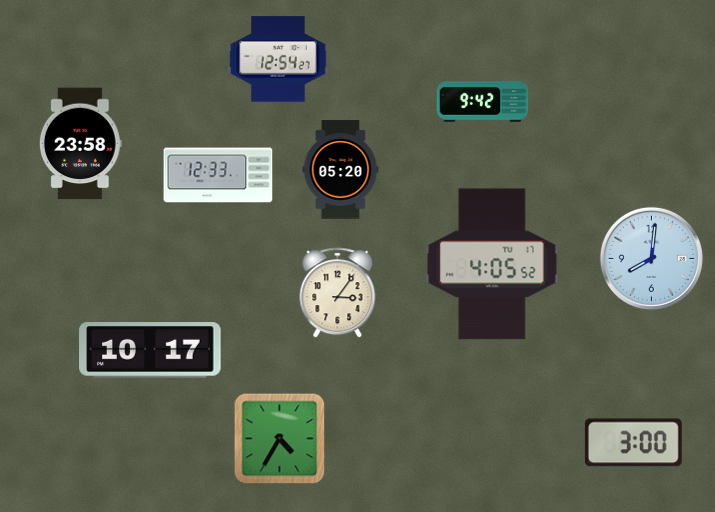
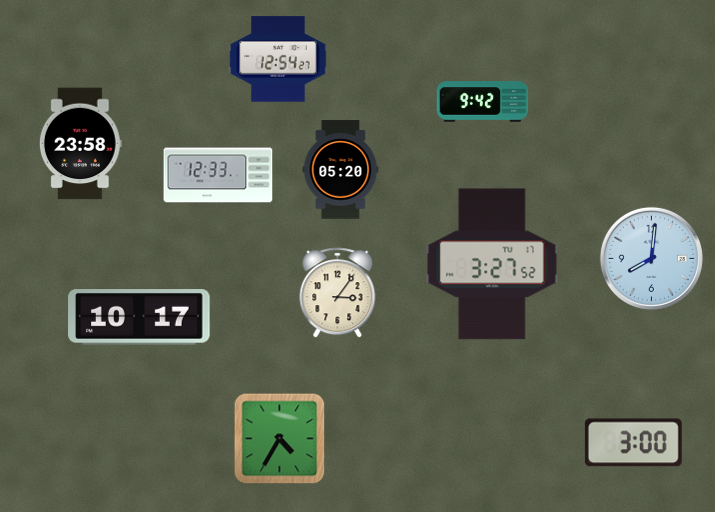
clock at (492, 264): 4:05 -> 3:27
clock at (150, 350) position: (150, 350) -> (139, 317)
